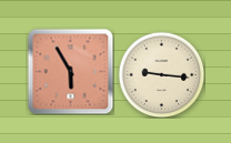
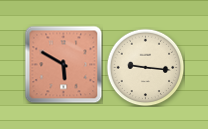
clock at (70, 71): 5:55 -> 5:50
